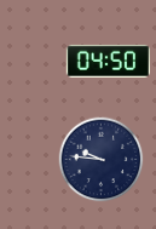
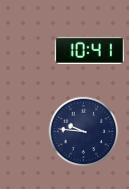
clock at (108, 61): 04:50 -> 10:41
